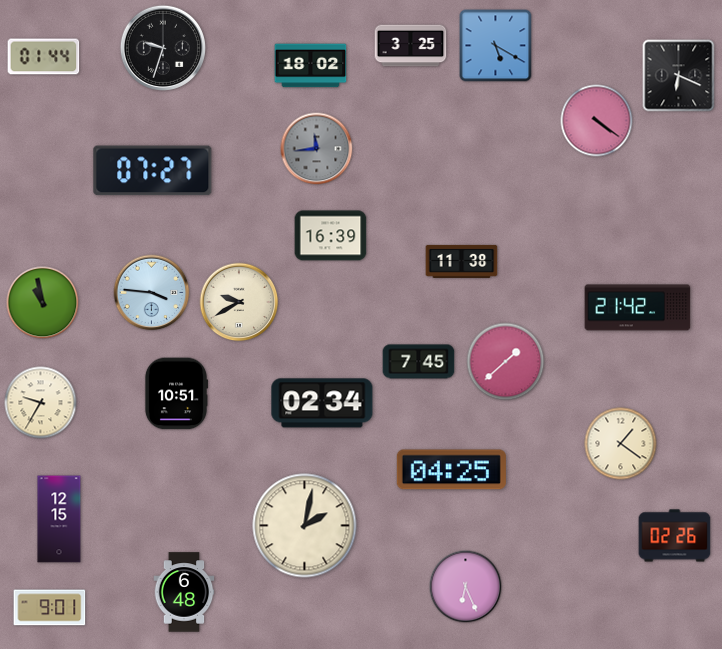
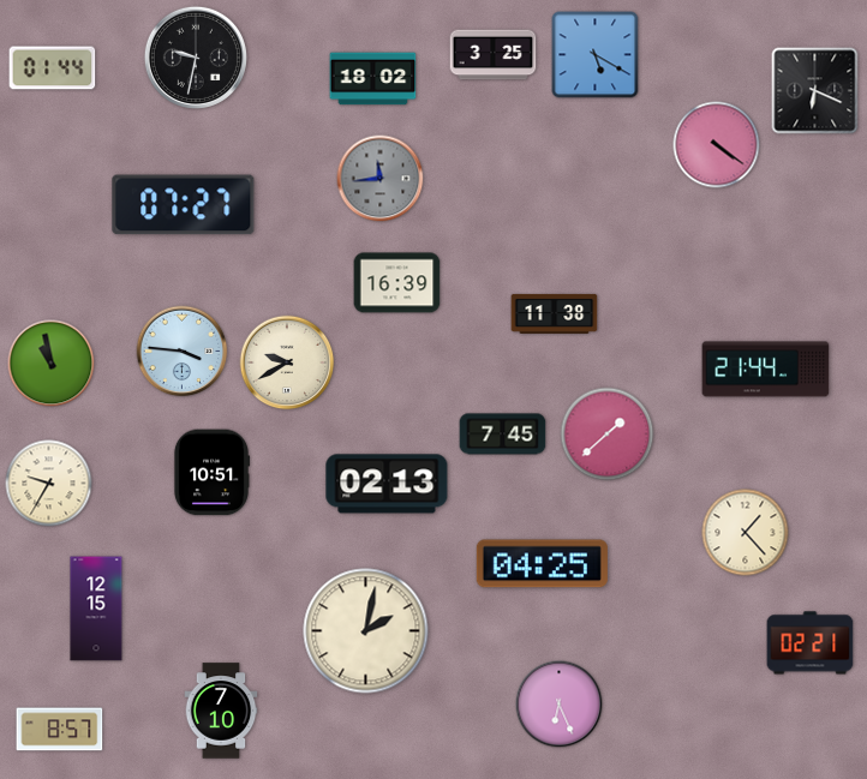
clock at (163, 48): 9:33 -> 9:32
clock at (638, 308): 21:42 -> 21:44
clock at (322, 403): 02:34 -> 02:13
clock at (621, 444): 1:21 -> 1:23
clock at (59, 519) position: (59, 519) -> (96, 609)
clock at (675, 536): 02:26 -> 02:21
clock at (184, 592): 6:48 -> 7:10
clock at (50, 608): 9:01 -> 8:57
